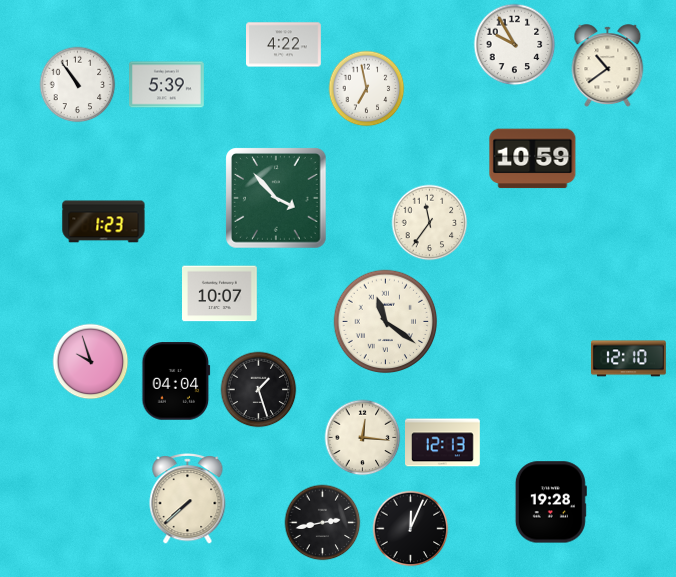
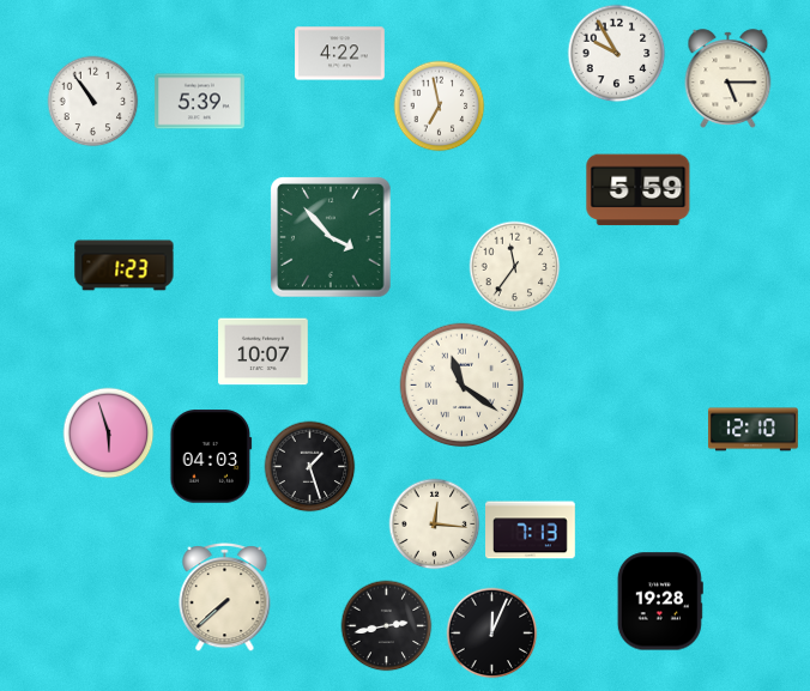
clock at (608, 66): 10:39 -> 5:15
clock at (533, 159): 10:59 -> 5:59
clock at (91, 362): 9:57 -> 5:57
clock at (176, 381): 04:04 -> 04:03
clock at (443, 443): 12:13 -> 7:13
